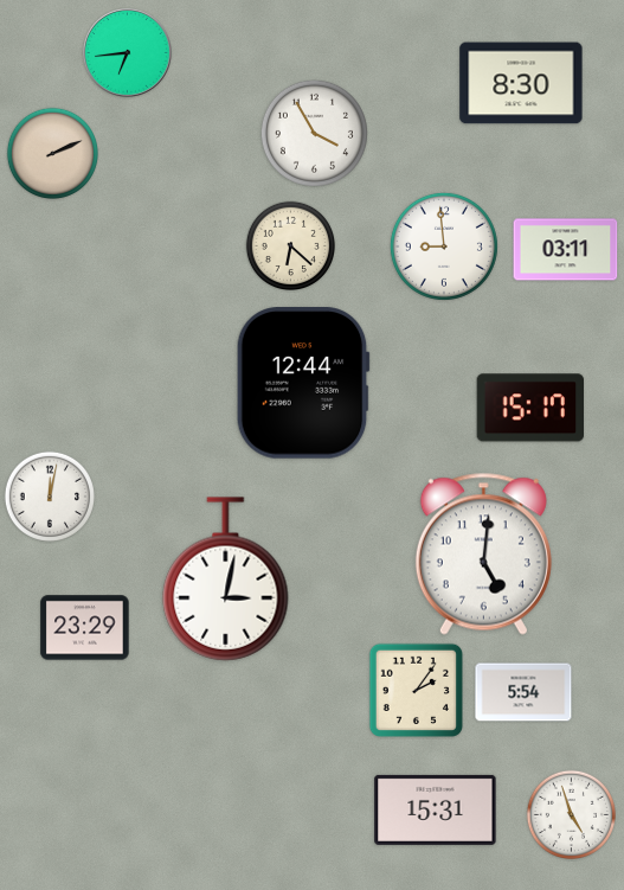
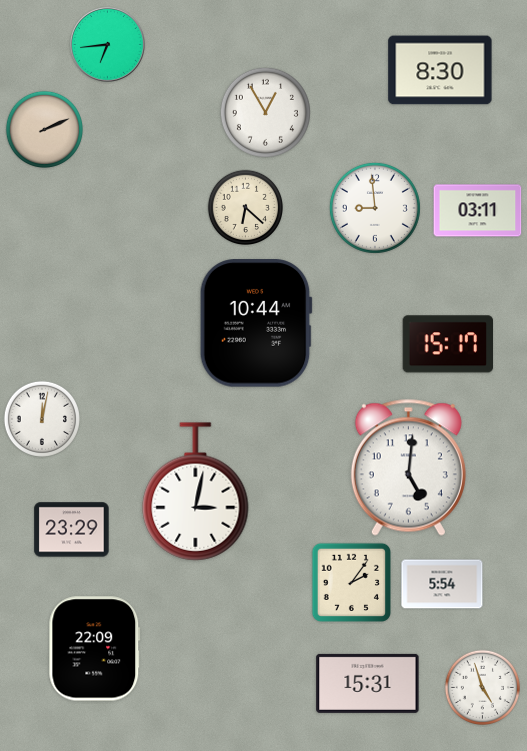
clock at (314, 133): 3:55 -> 12:55
clock at (303, 383): 12:44 -> 10:44
clock at (226, 580) position: (226, 580) -> (196, 492)
clock at (95, 649): none -> 22:09
